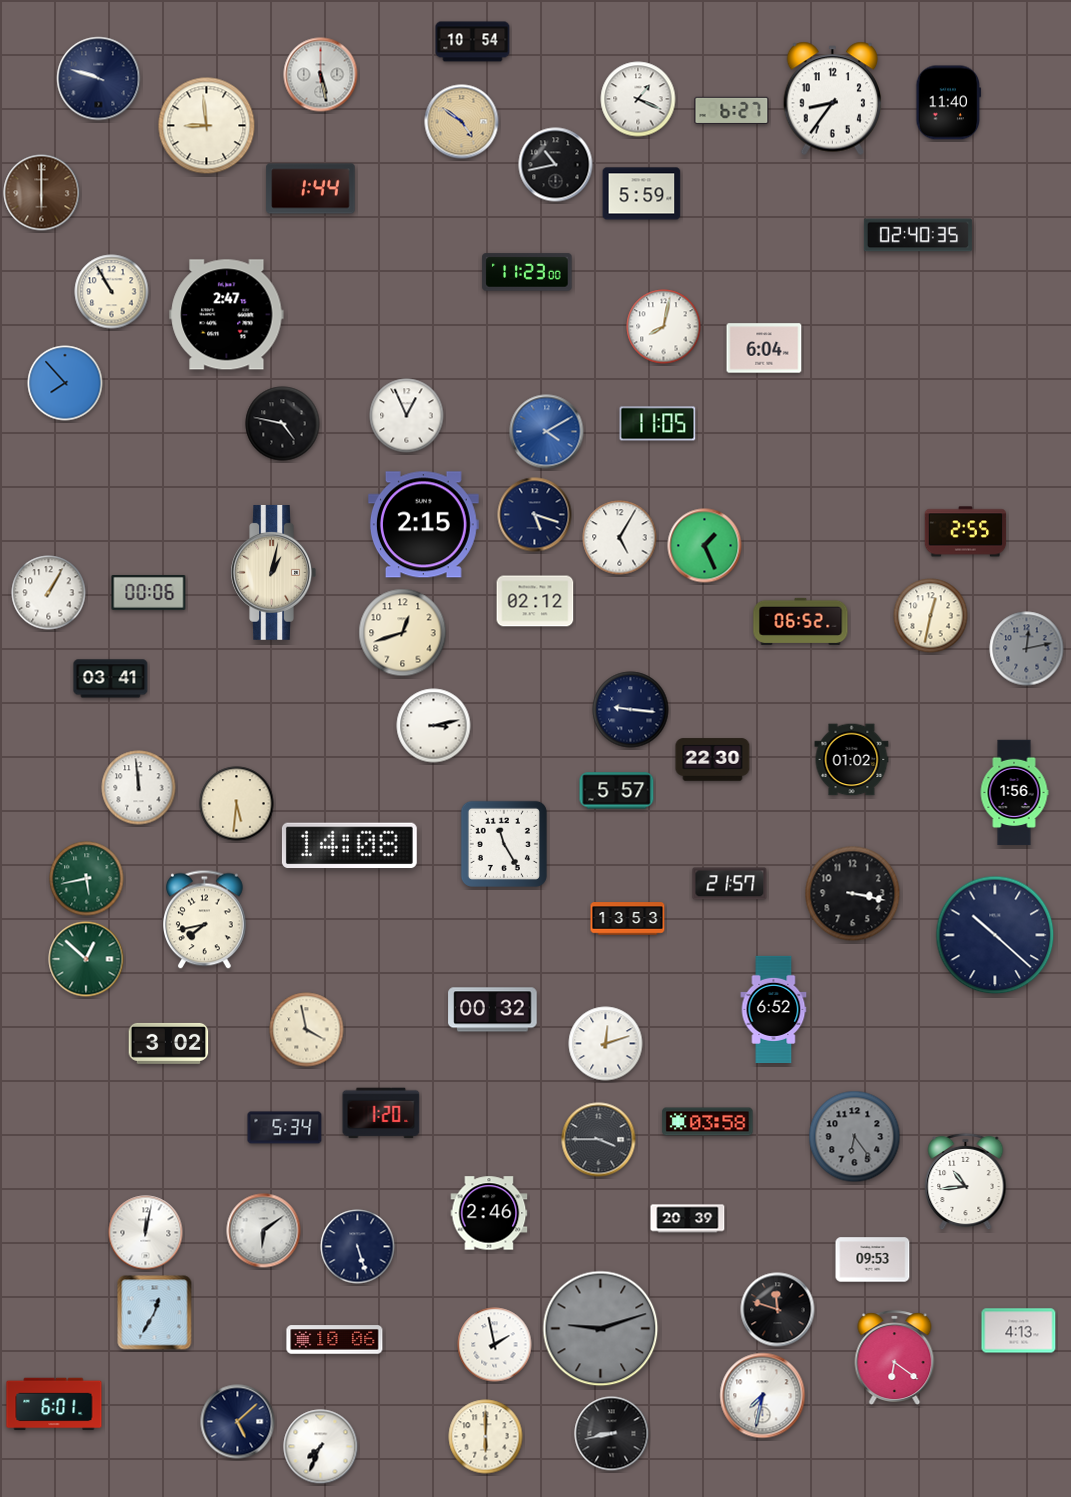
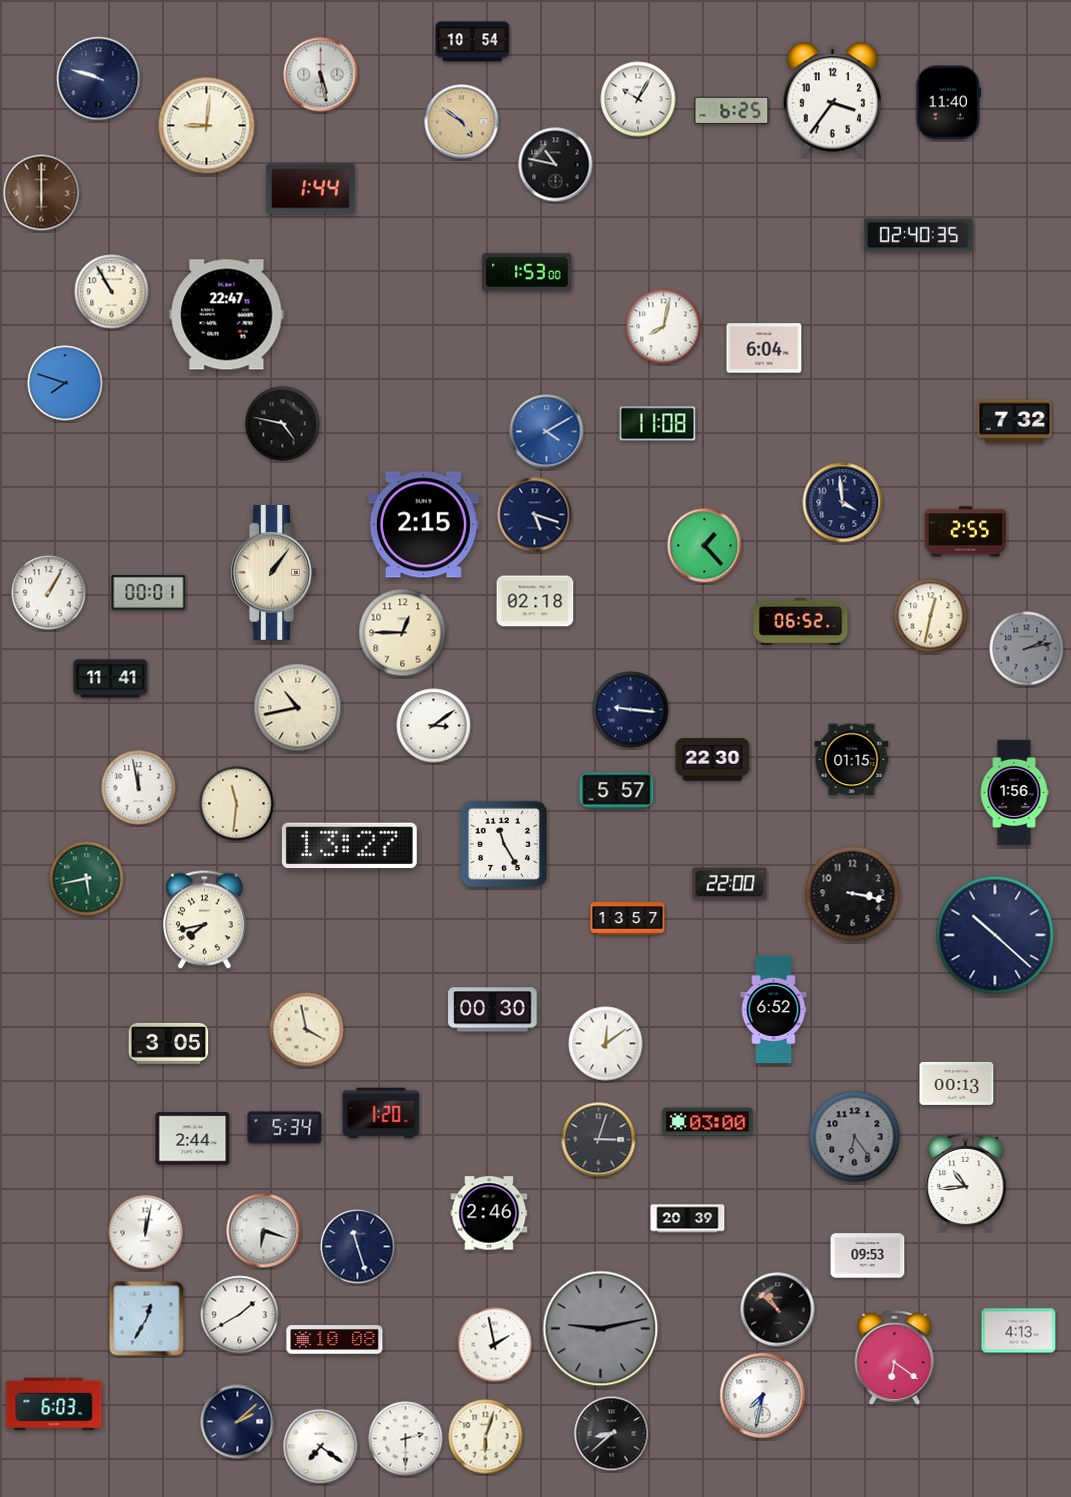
clock at (638, 99): 1:19 -> 10:05
clock at (833, 99): 8:36 -> 3:36
clock at (732, 111): 6:27 -> 6:25
clock at (207, 126): 8:59 -> 9:01
clock at (556, 165): 10:43 -> 10:47
clock at (642, 194): 5:59 -> none
clock at (527, 272): 11:23 -> 1:53
clock at (227, 315): 2:47 -> 22:47
clock at (65, 383): 7:53 -> 7:48
clock at (407, 416): 12:56 -> none
clock at (1015, 422): none -> 7:32
clock at (658, 424): 11:05 -> 11:08
clock at (843, 503): none -> 3:59
clock at (620, 538): 5:05 -> none
clock at (705, 546): 1:26 -> 1:23
clock at (273, 572): 1:02 -> 1:06
clock at (149, 593): 00:06 -> 00:01
clock at (535, 601): 02:12 -> 02:18
clock at (403, 633): 12:42 -> 12:45
clock at (1027, 649): 12:13 -> 2:13
clock at (111, 679): 03:41 -> 11:41
clock at (298, 708): none -> 10:43
clock at (434, 726): 3:13 -> 3:09
clock at (852, 760): 01:02 -> 01:15
clock at (139, 788): 11:59 -> 11:58
clock at (237, 804): 5:31 -> 11:31
clock at (349, 846): 14:08 -> 13:27
clock at (730, 884): 21:57 -> 22:00
clock at (628, 919): 13:53 -> 13:57
clock at (86, 959): 12:52 -> none
clock at (493, 1010): 00:32 -> 00:30
clock at (169, 1043): 3:02 -> 3:05
clock at (606, 1044): 12:12 -> 12:09
clock at (957, 1083): none -> 00:13
clock at (708, 1122): 03:58 -> 03:00
clock at (193, 1139): none -> 2:44
clock at (599, 1140): 3:45 -> 3:03
clock at (264, 1231): 6:09 -> 6:18
clock at (358, 1247): 5:27 -> 11:27
clock at (873, 1260) position: (873, 1260) -> (868, 1256)
clock at (778, 1310): 11:48 -> 10:52
clock at (155, 1313) position: (155, 1313) -> (147, 1319)
clock at (240, 1315): none -> 1:40
clock at (601, 1329): 9:12 -> 9:13
clock at (335, 1340): 10:06 -> 10:08
clock at (54, 1404): 6:01 -> 6:03
clock at (238, 1422): 5:08 -> 2:08
clock at (612, 1434): 8:43 -> 8:38
clock at (486, 1437): 6:00 -> 6:03
clock at (406, 1439): none -> 2:30
clock at (321, 1447): 7:34 -> 7:21
